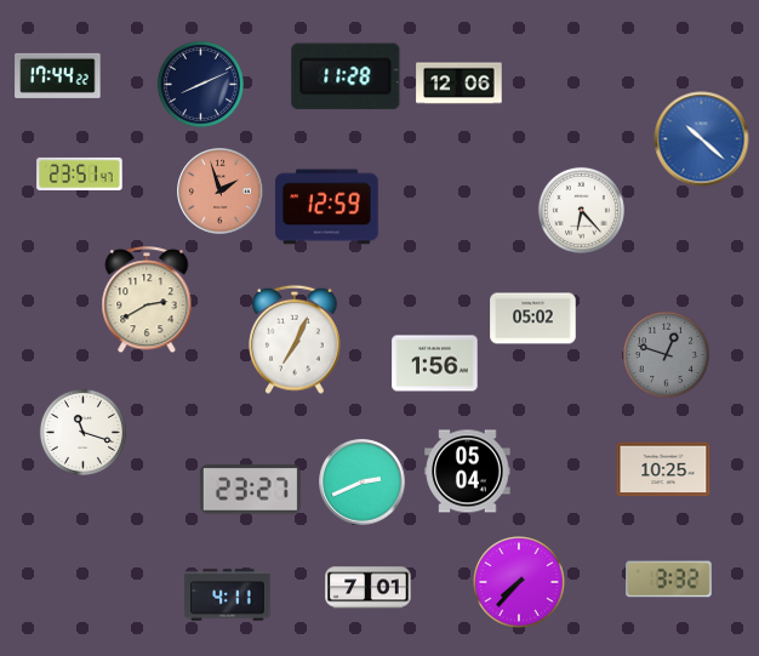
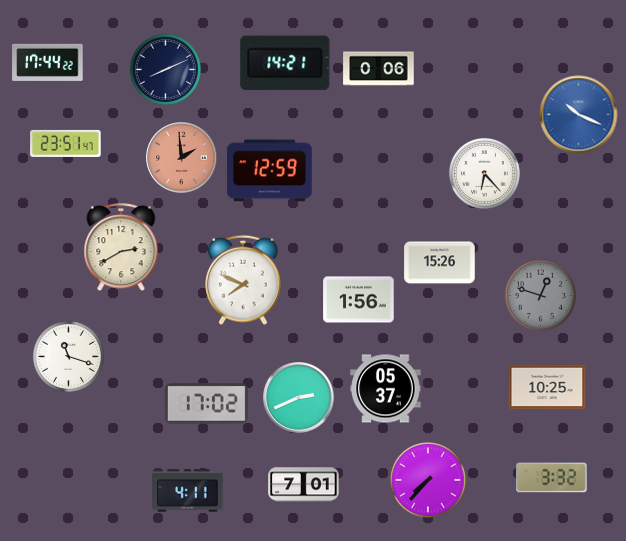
clock at (346, 76): 11:28 -> 14:21
clock at (460, 84): 12:06 -> 0:06
clock at (702, 139): 10:22 -> 10:19
clock at (221, 192): 1:57 -> 1:59
clock at (581, 210) position: (581, 210) -> (484, 173)
clock at (533, 319): 05:02 -> 15:26
clock at (295, 340): 7:04 -> 7:49
clock at (666, 354) position: (666, 354) -> (540, 295)
clock at (468, 472): 05:04 -> 05:37
clock at (250, 490): 23:27 -> 17:02
